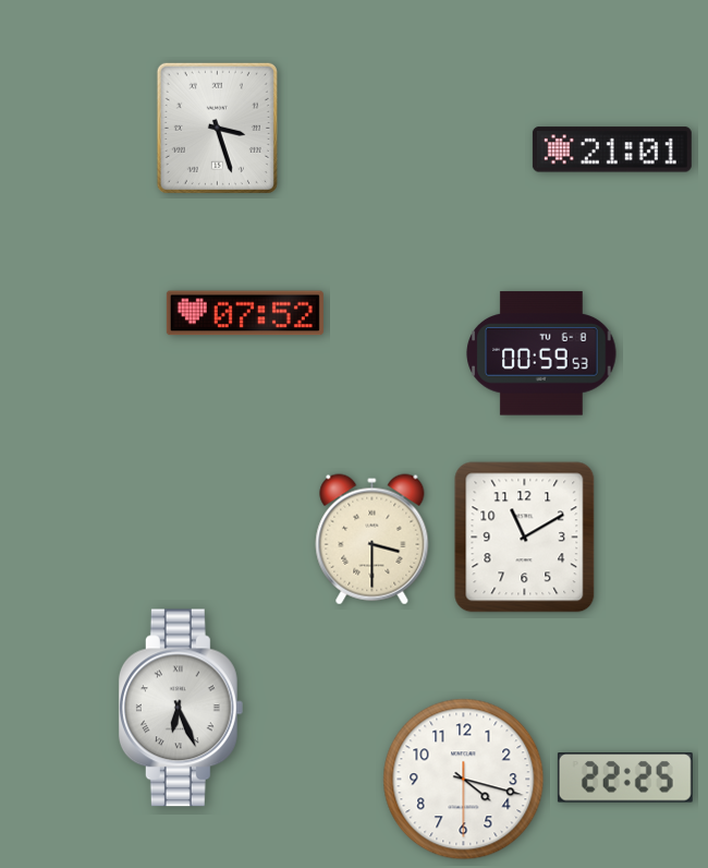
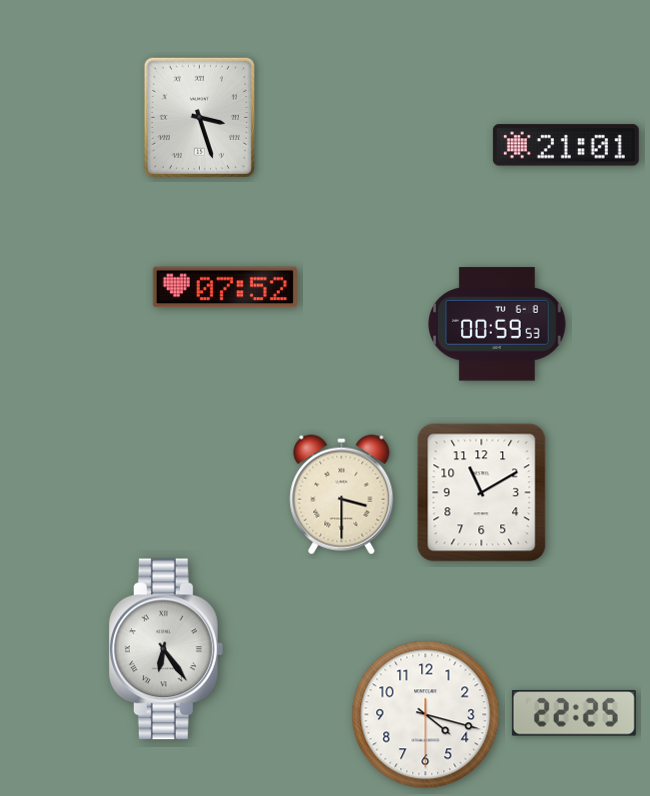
clock at (612, 149) position: (612, 149) -> (566, 145)
clock at (181, 708): 6:26 -> 6:24
